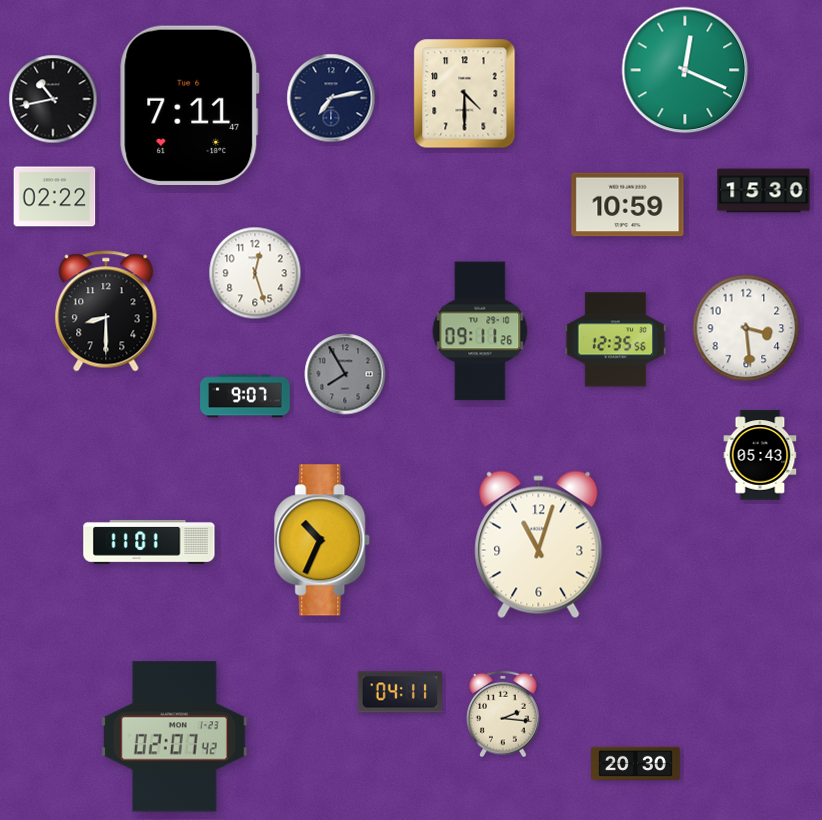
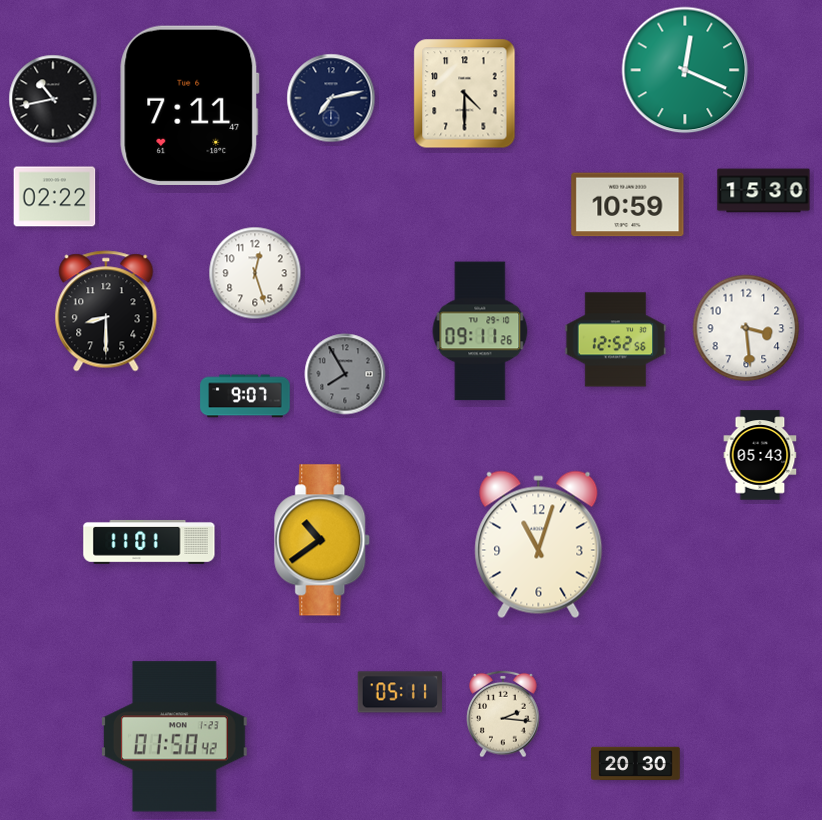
clock at (616, 340): 12:35 -> 12:52
clock at (323, 540): 10:34 -> 10:39
clock at (400, 692): 04:11 -> 05:11
clock at (174, 737): 02:07 -> 01:50
